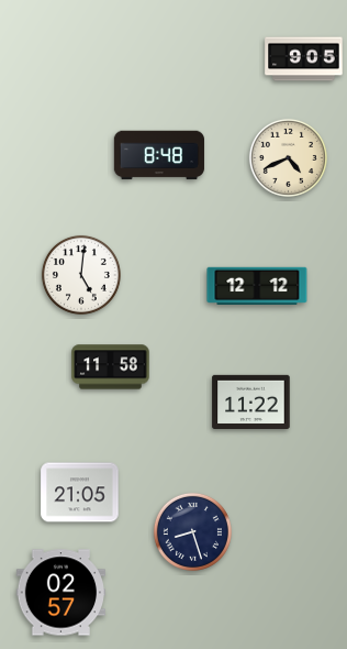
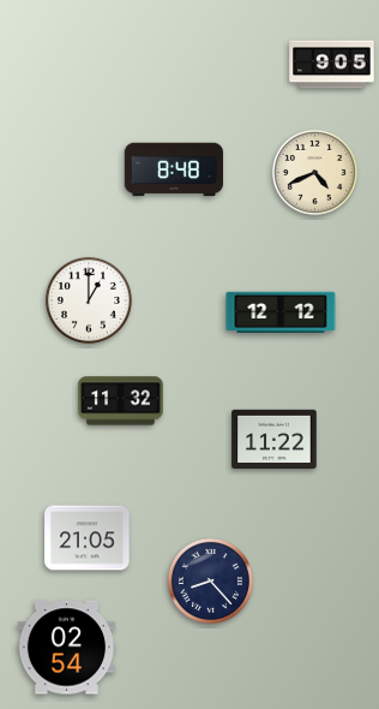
clock at (81, 275): 5:01 -> 1:00
clock at (111, 367): 11:58 -> 11:32
clock at (192, 531): 8:27 -> 8:23
clock at (61, 593): 02:57 -> 02:54
